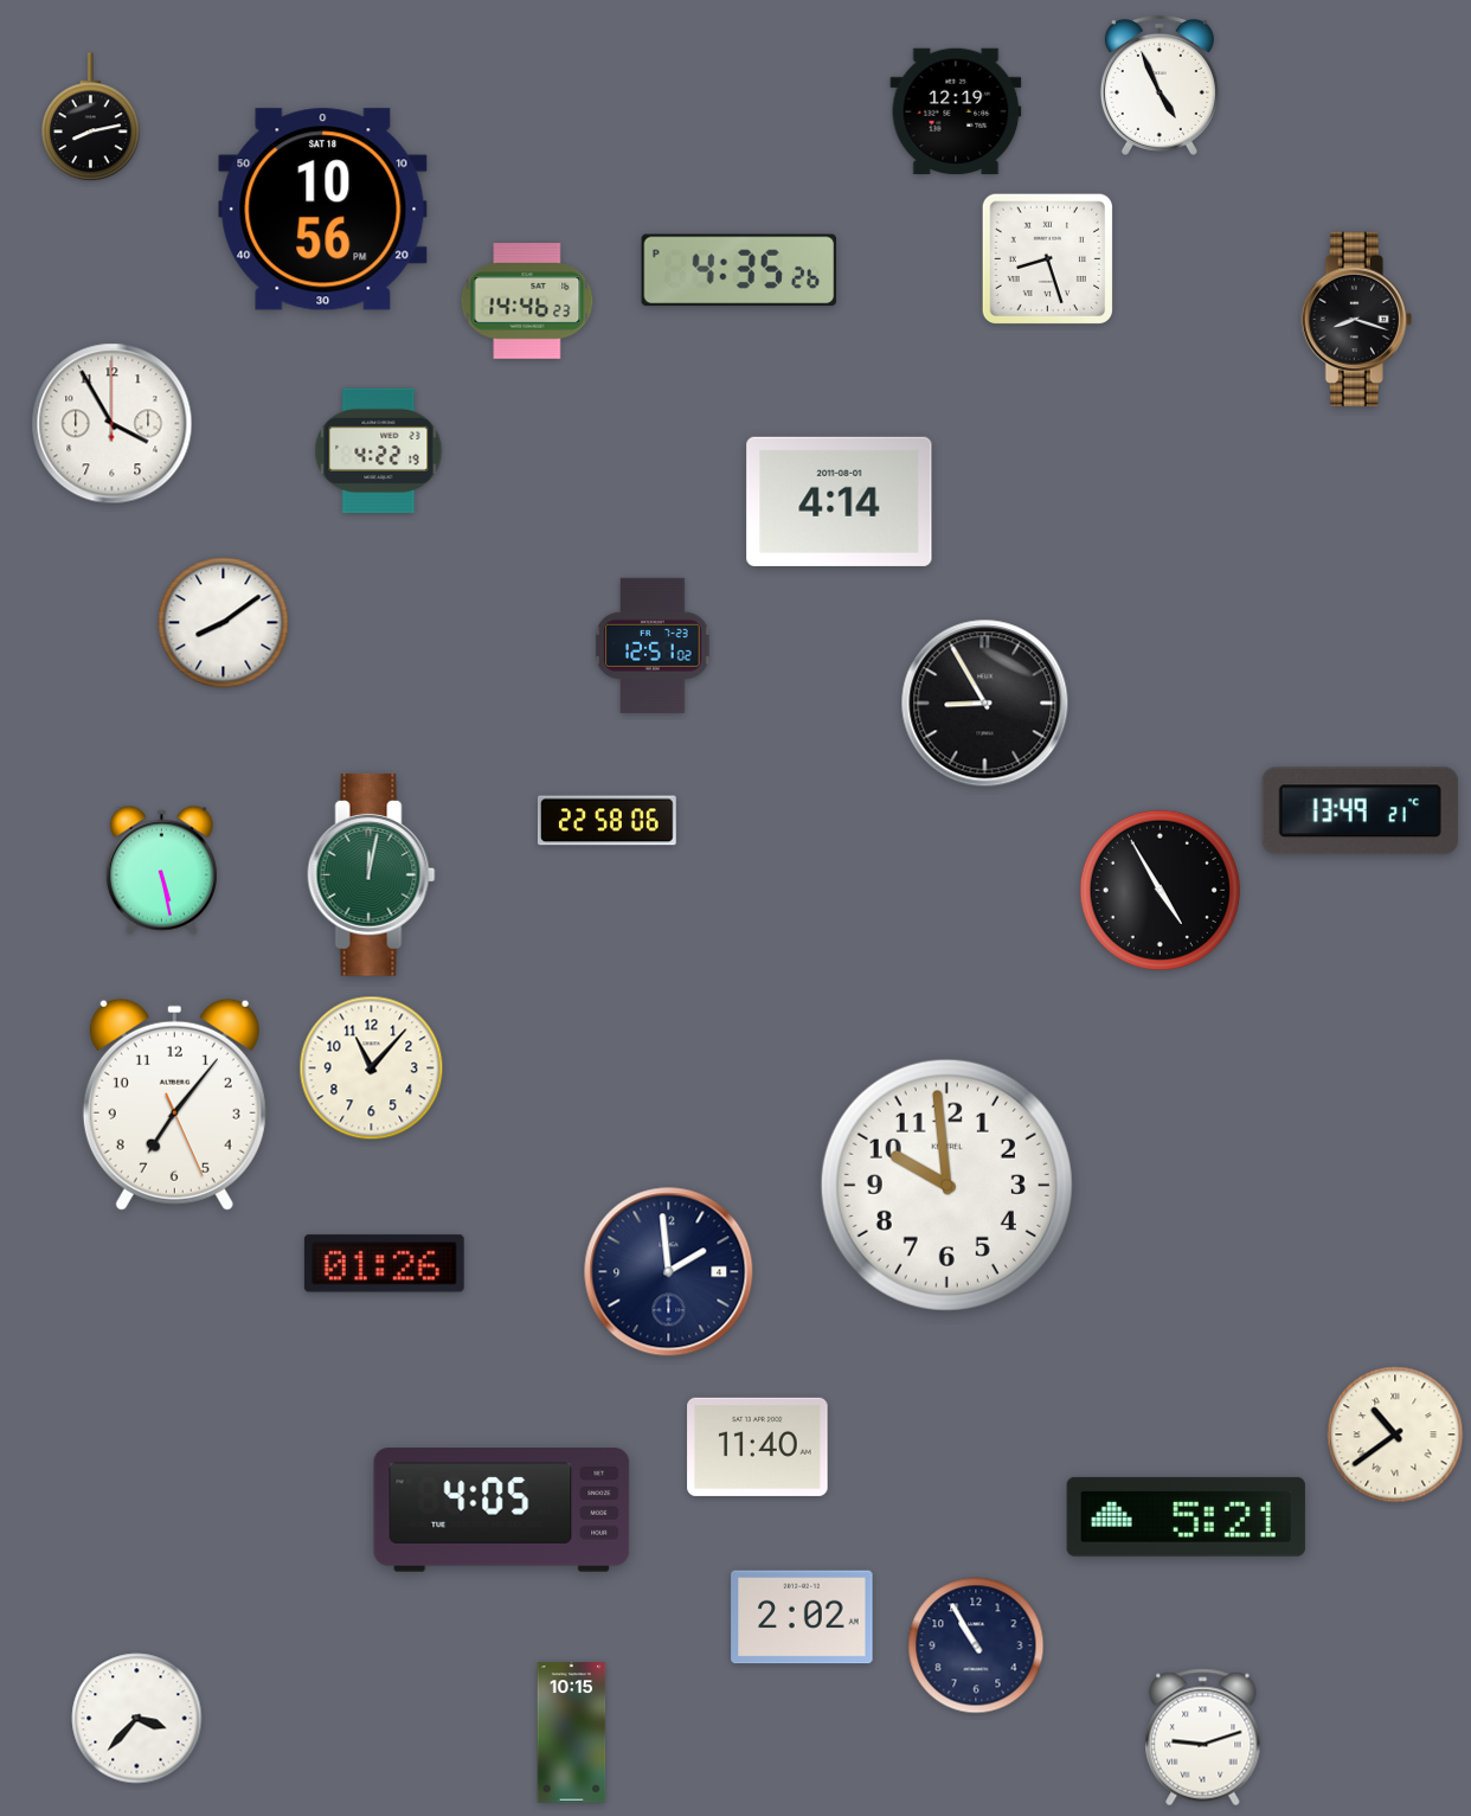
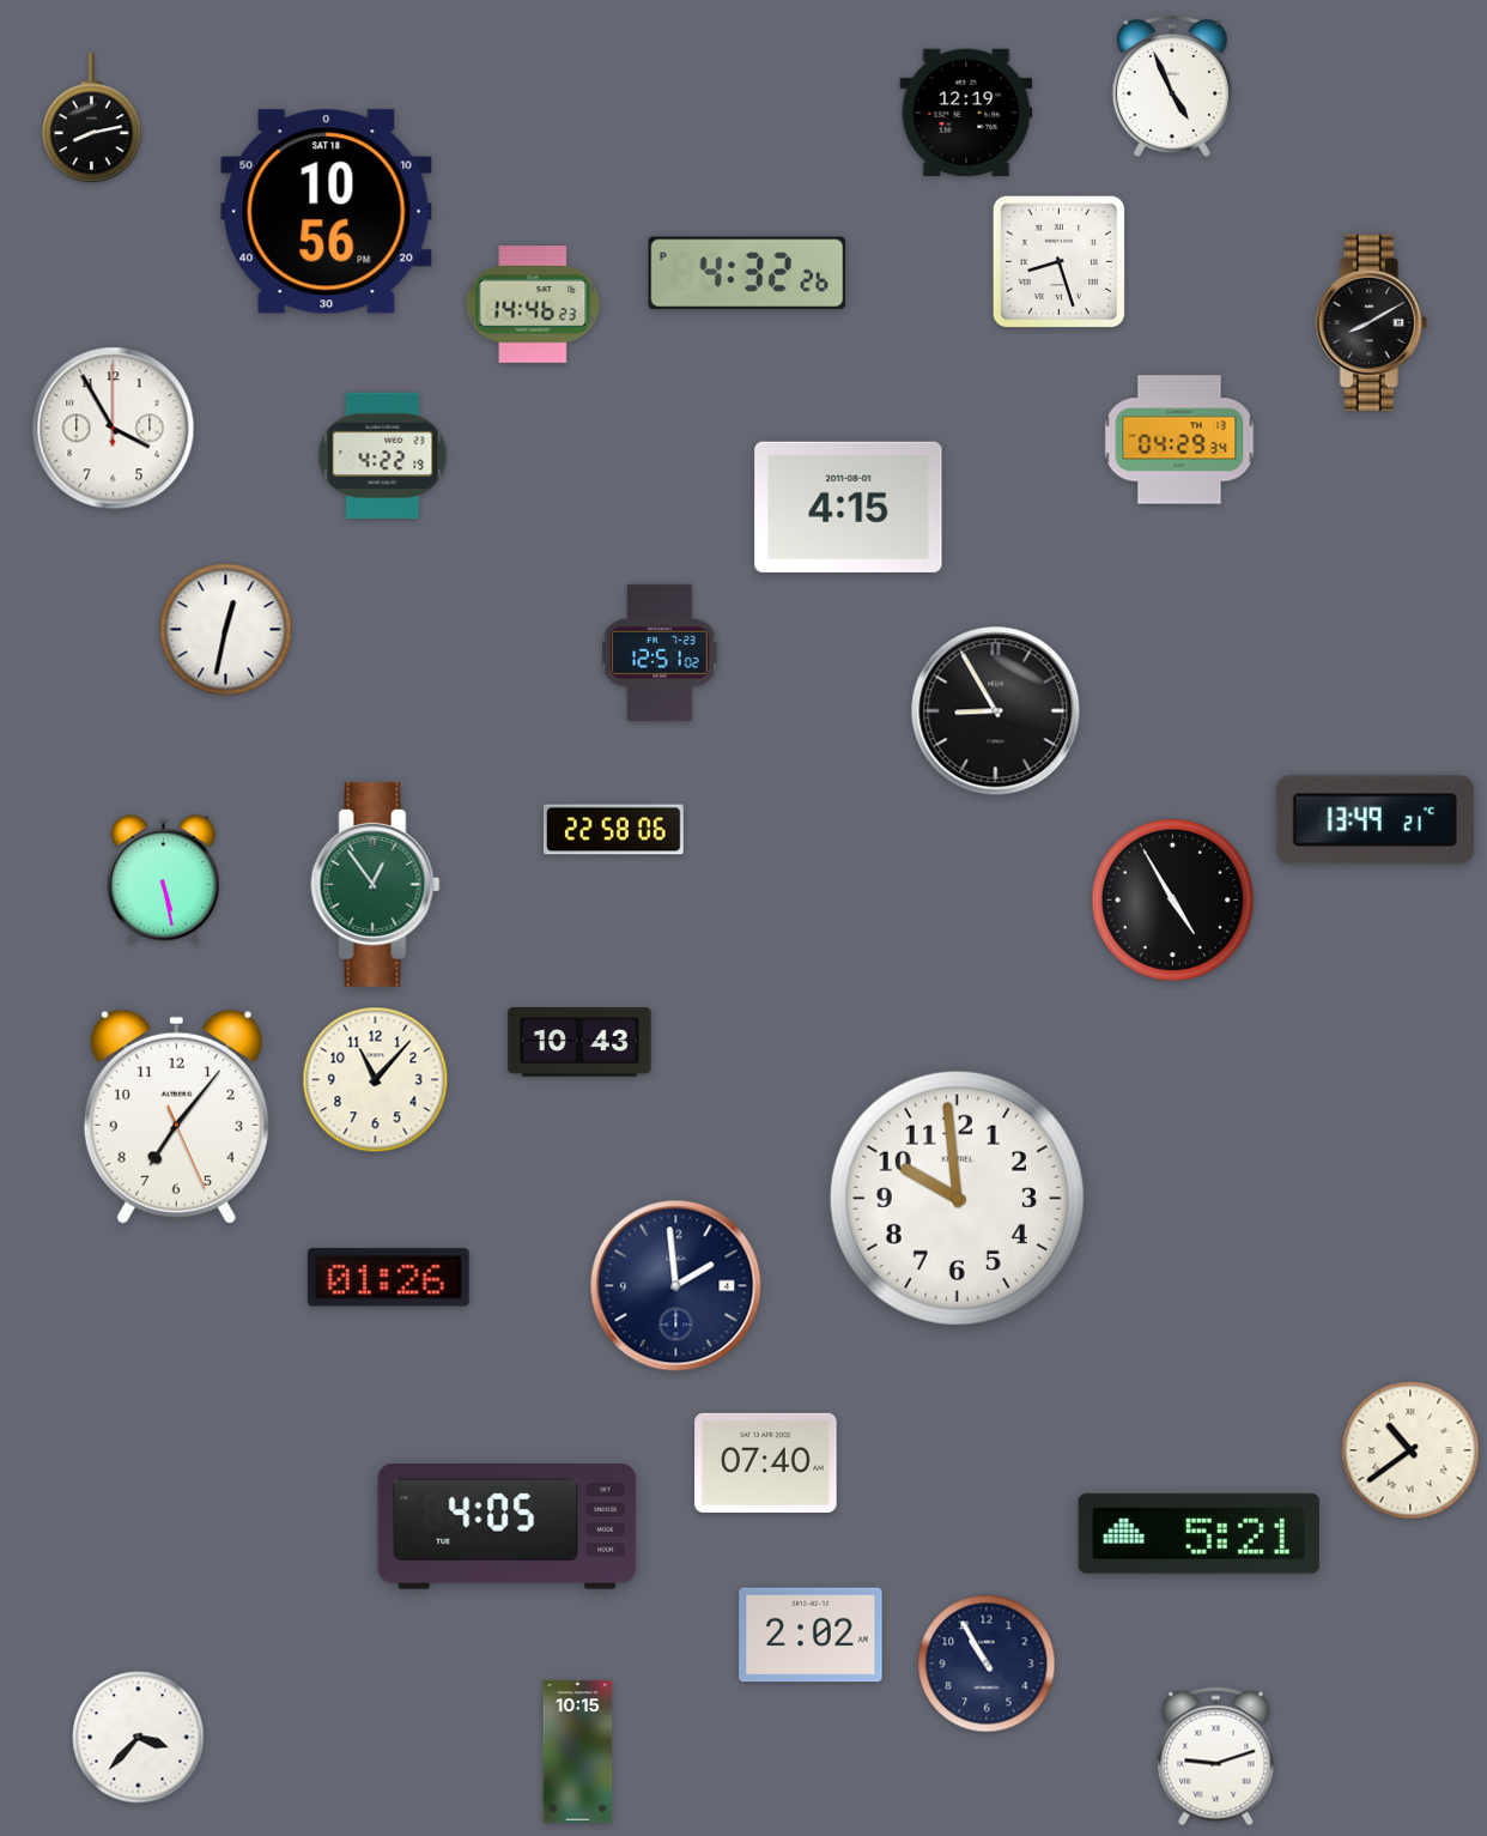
clock at (739, 270): 4:35 -> 4:32
clock at (1356, 320): 8:18 -> 8:10
clock at (1179, 440): none -> 04:29
clock at (840, 501): 4:14 -> 4:15
clock at (224, 623): 8:09 -> 12:32
clock at (372, 874): 12:02 -> 12:54
clock at (579, 1042): none -> 10:43
clock at (758, 1446): 11:40 -> 07:40
